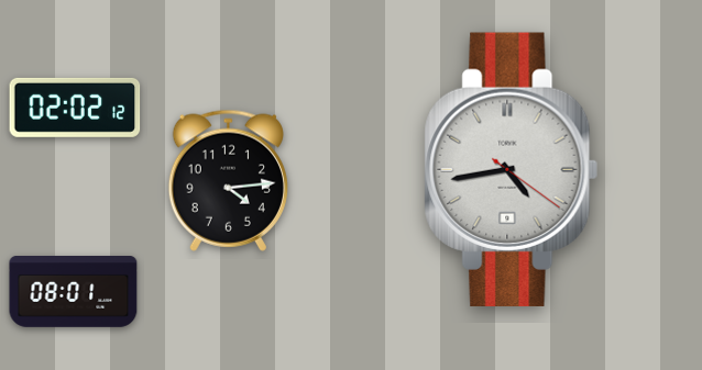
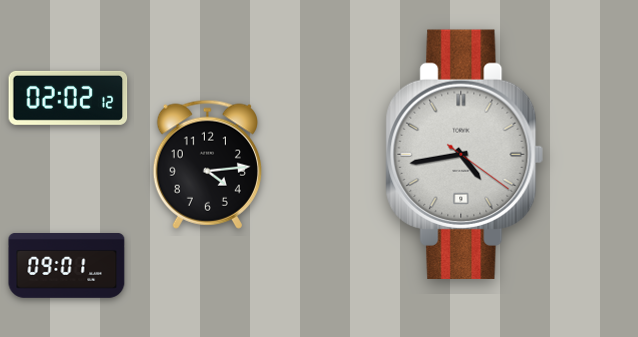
clock at (74, 292): 08:01 -> 09:01
